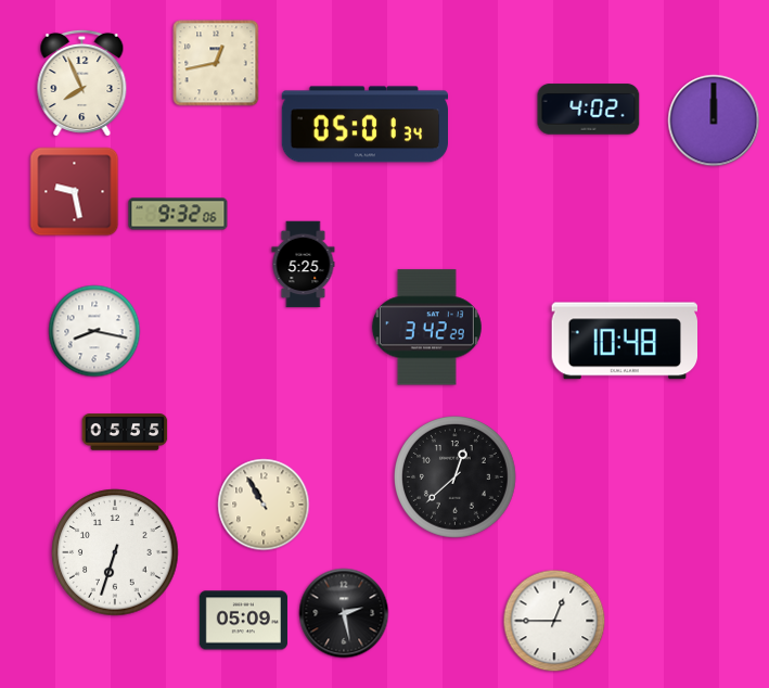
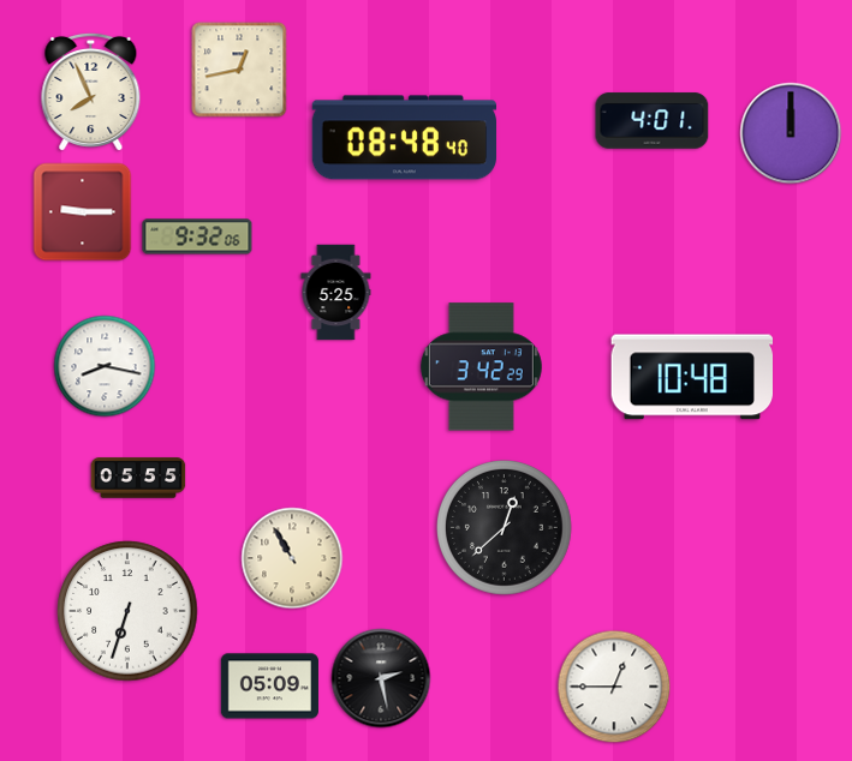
clock at (589, 110): 4:02 -> 4:01
clock at (364, 125): 05:01 -> 08:48
clock at (75, 192): 9:28 -> 9:15
clock at (426, 328) position: (426, 328) -> (481, 367)
